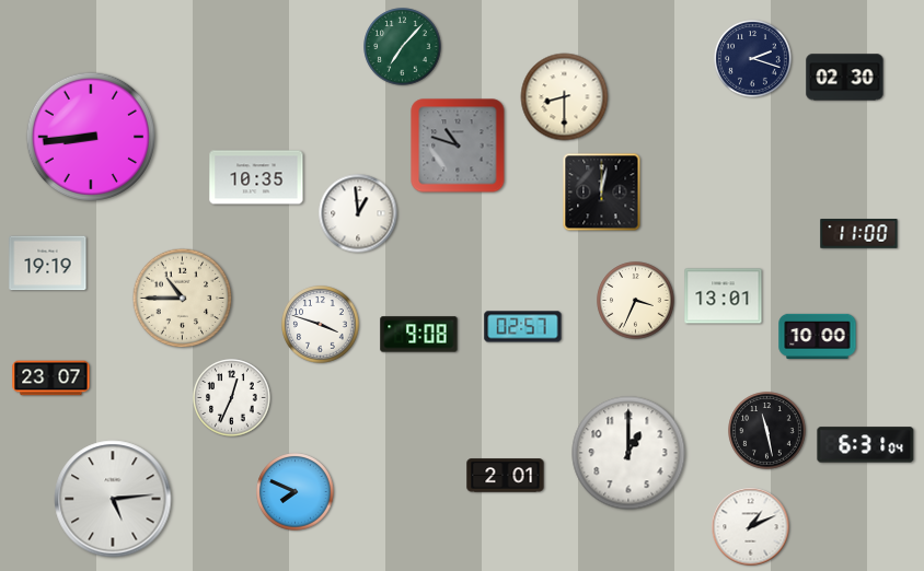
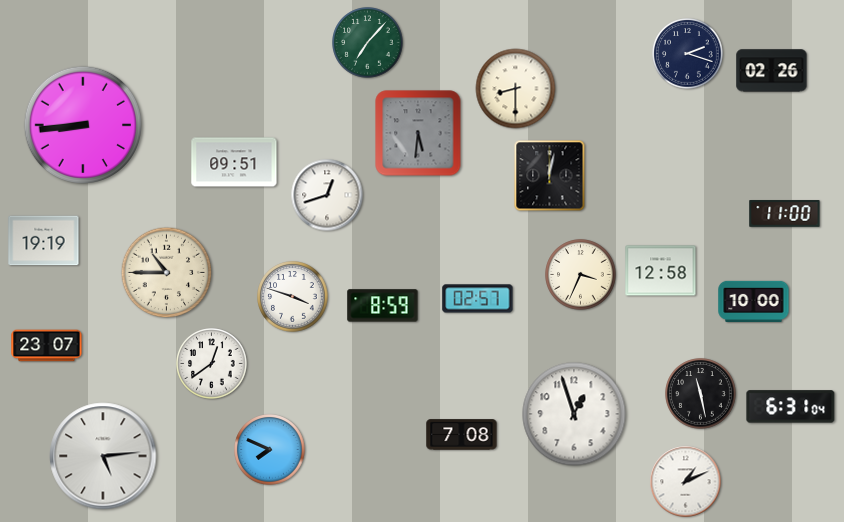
clock at (845, 78): 02:30 -> 02:26
clock at (458, 145): 10:48 -> 5:31
clock at (256, 177): 10:35 -> 09:51
clock at (358, 213): 12:59 -> 12:42
clock at (724, 296): 13:01 -> 12:58
clock at (419, 335): 9:08 -> 8:59
clock at (818, 336) position: (818, 336) -> (754, 301)
clock at (232, 398): 12:34 -> 12:39
clock at (628, 453): 1:00 -> 12:57
clock at (506, 476): 2:01 -> 7:08
